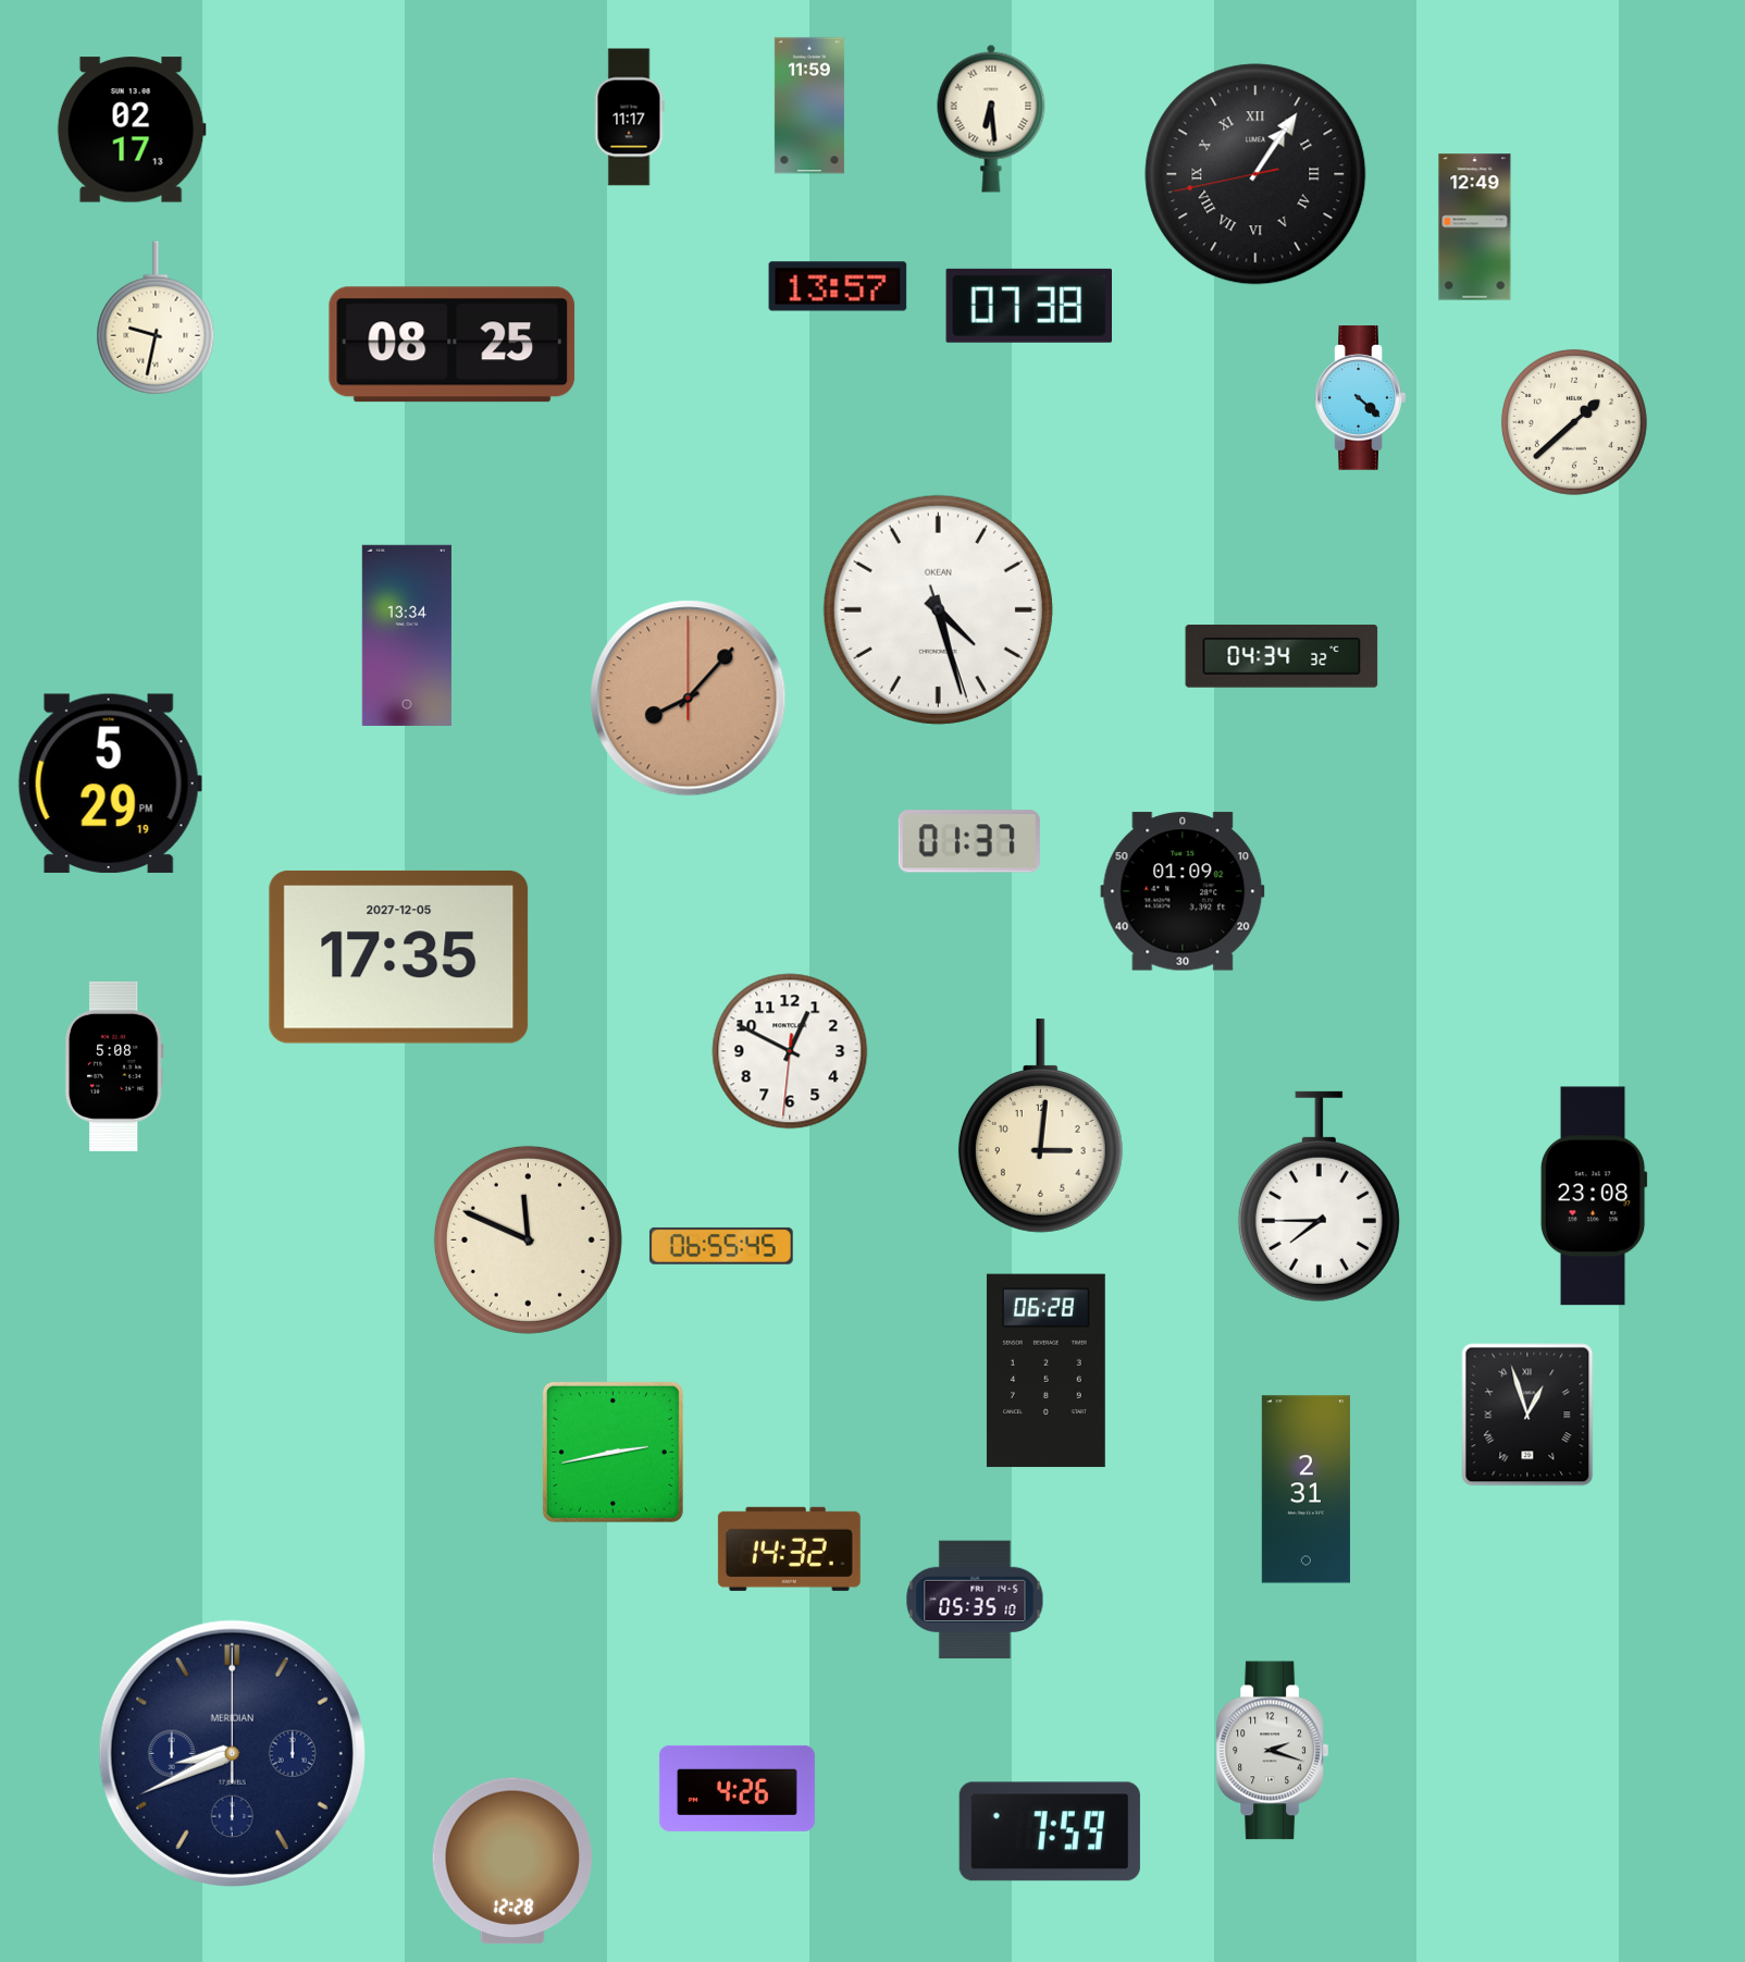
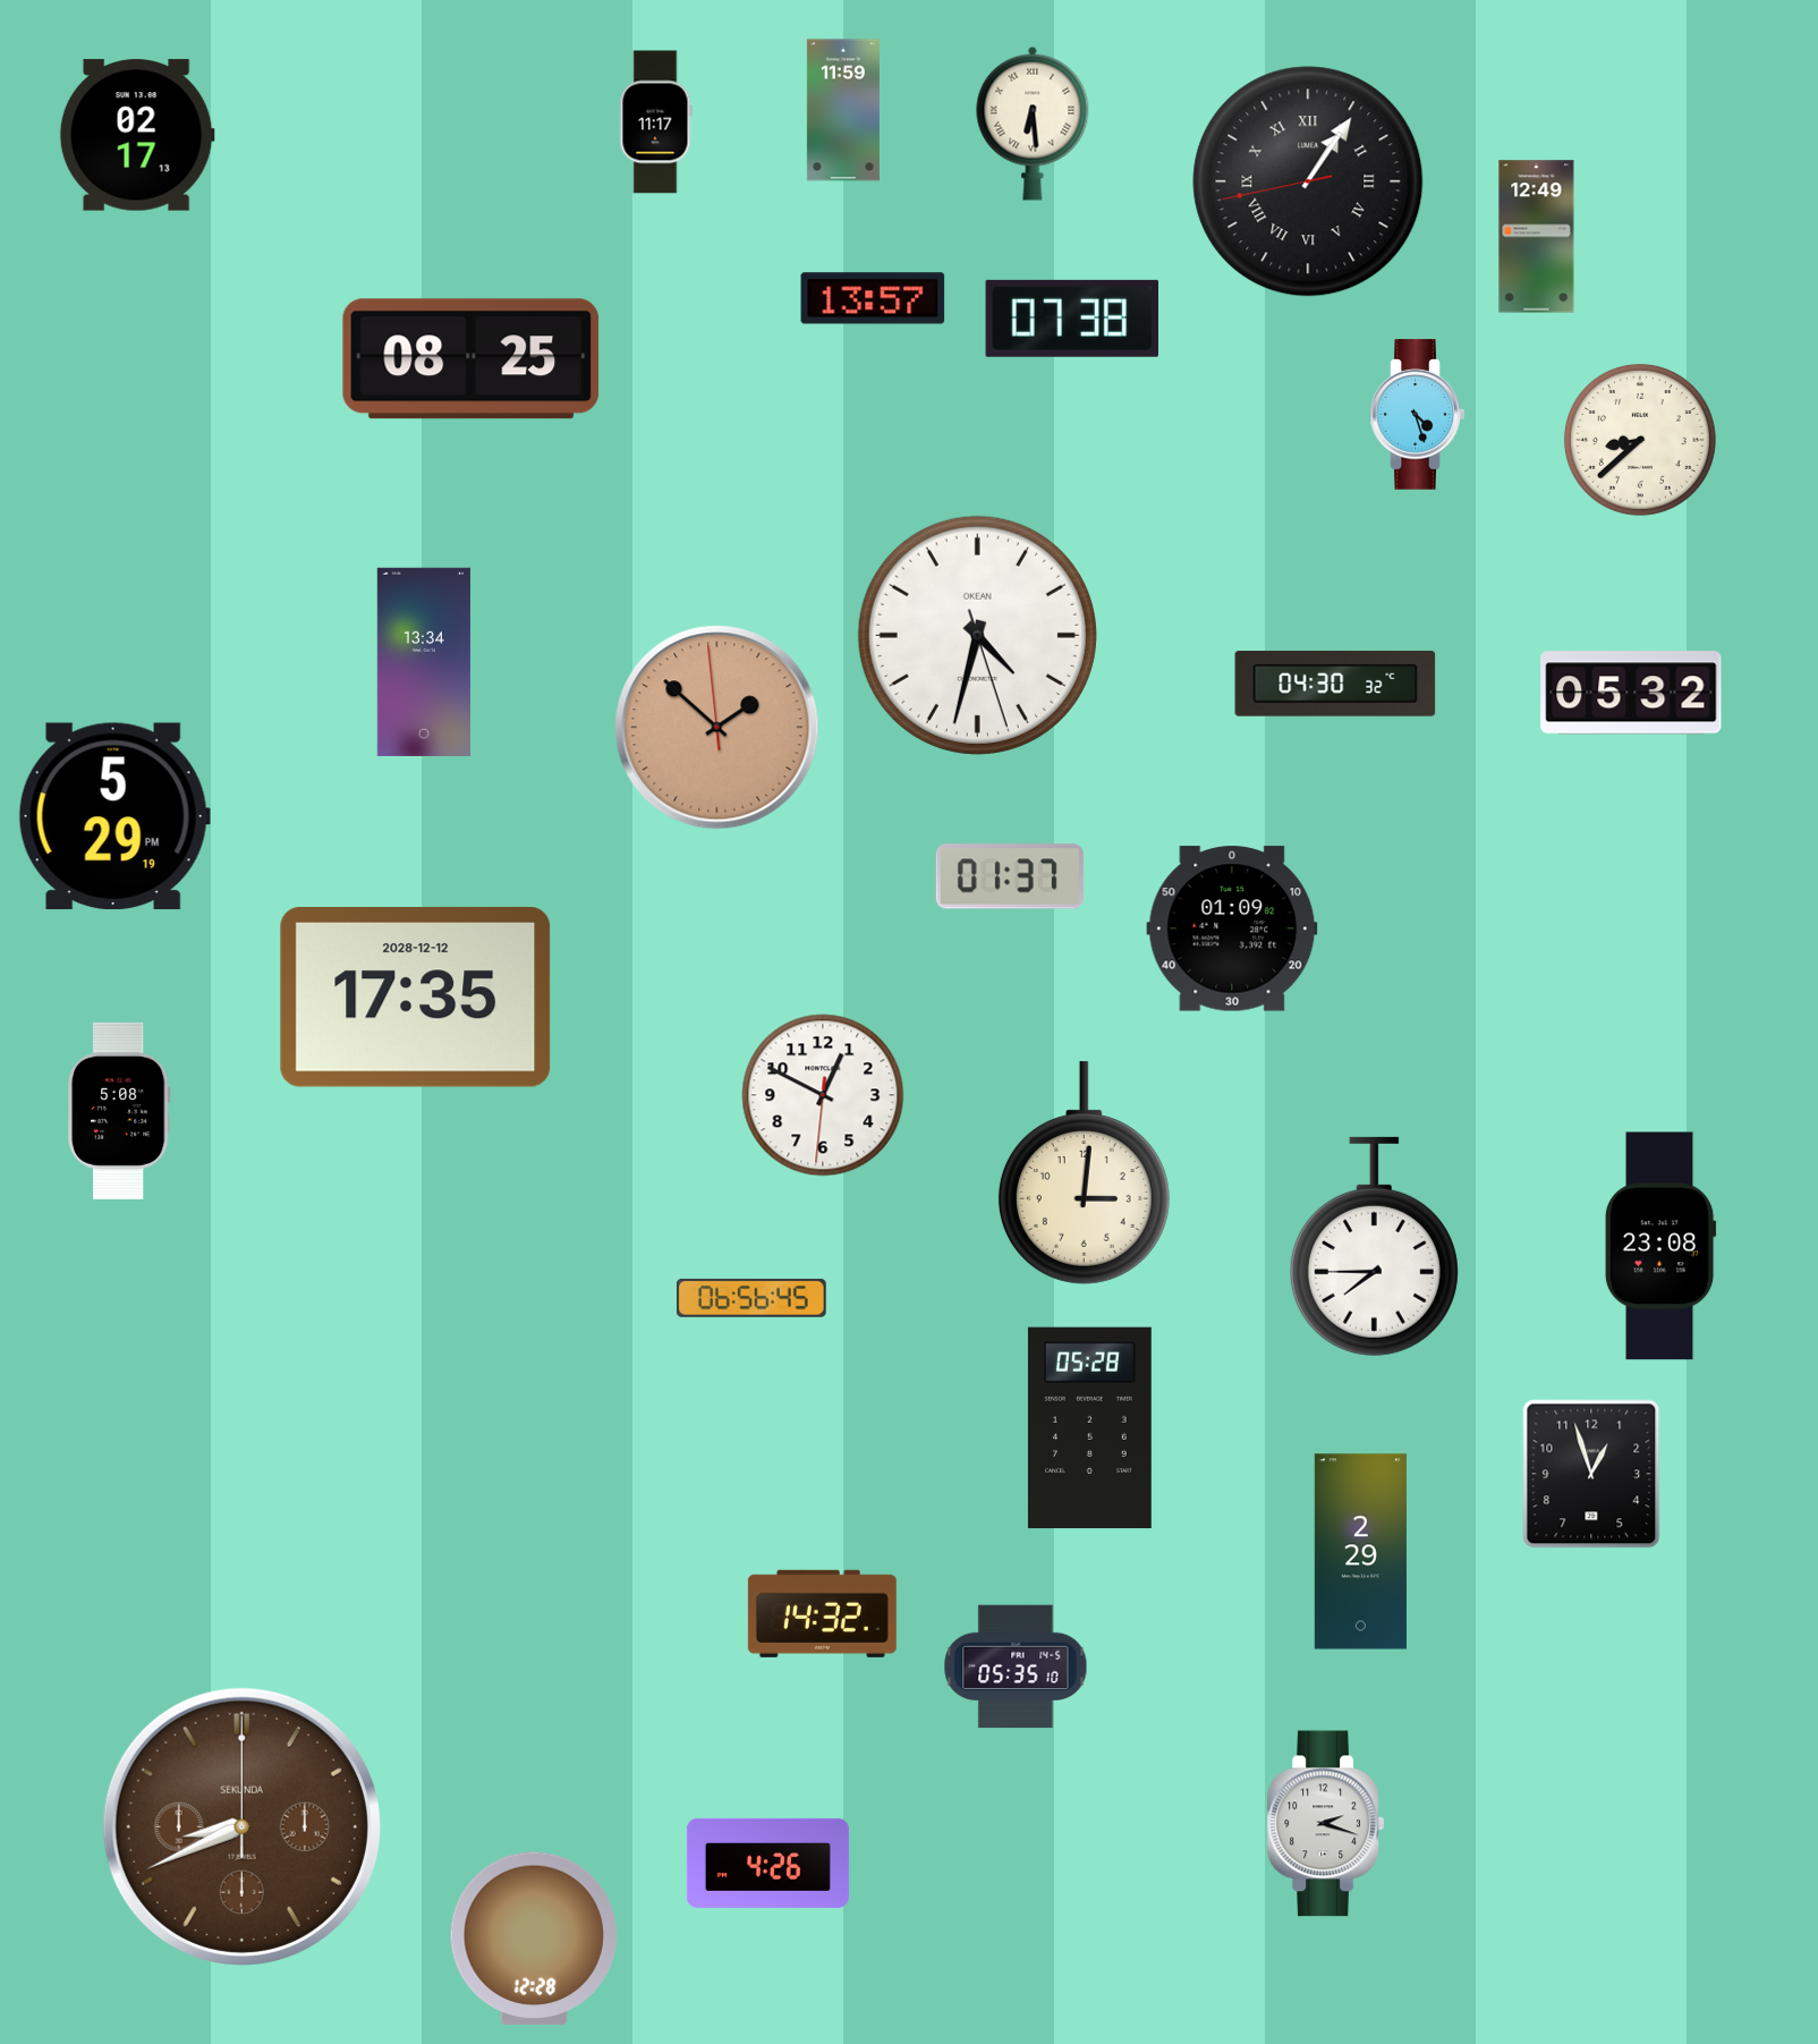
clock at (156, 318): 9:32 -> none
clock at (1361, 398): 4:22 -> 4:27
clock at (1574, 422): 1:38 -> 8:38
clock at (938, 609): 4:27 -> 4:32
clock at (1282, 656): 04:34 -> 04:30
clock at (1631, 693): none -> 05:32
clock at (689, 699): 8:07 -> 1:51
clock at (399, 957) date: 2027-12-05 -> 2028-12-12
clock at (528, 1239): 11:49 -> none
clock at (721, 1246): 06:55 -> 06:56
clock at (1045, 1371): 06:28 -> 05:28
clock at (1527, 1415) numerals: Roman -> Arabic
clock at (612, 1452): 2:43 -> none
clock at (1305, 1490): 2:31 -> 2:29
clock at (232, 1753) dial: navy -> brown
clock at (232, 1753) brand: MERIDIAN -> SEKUNDA
clock at (1050, 1831): 7:59 -> none
